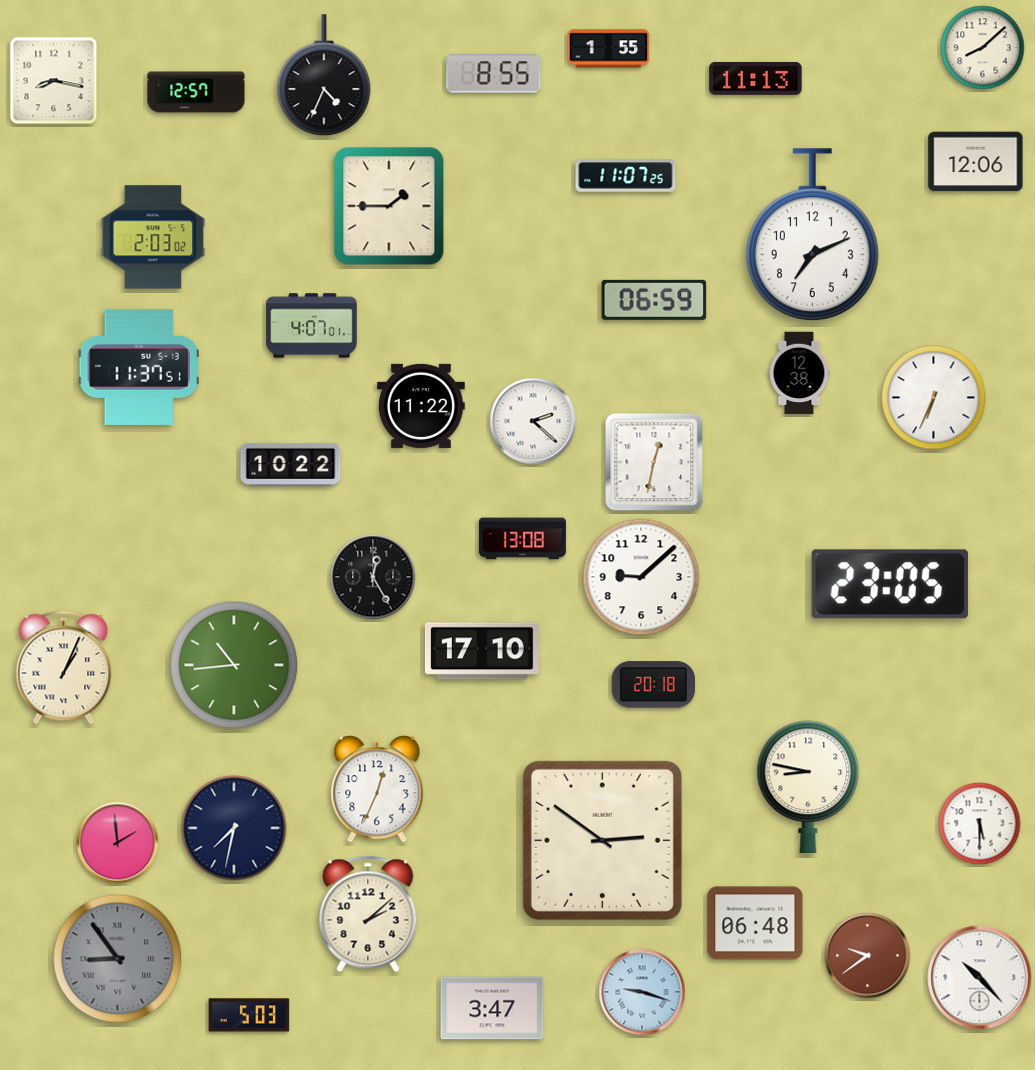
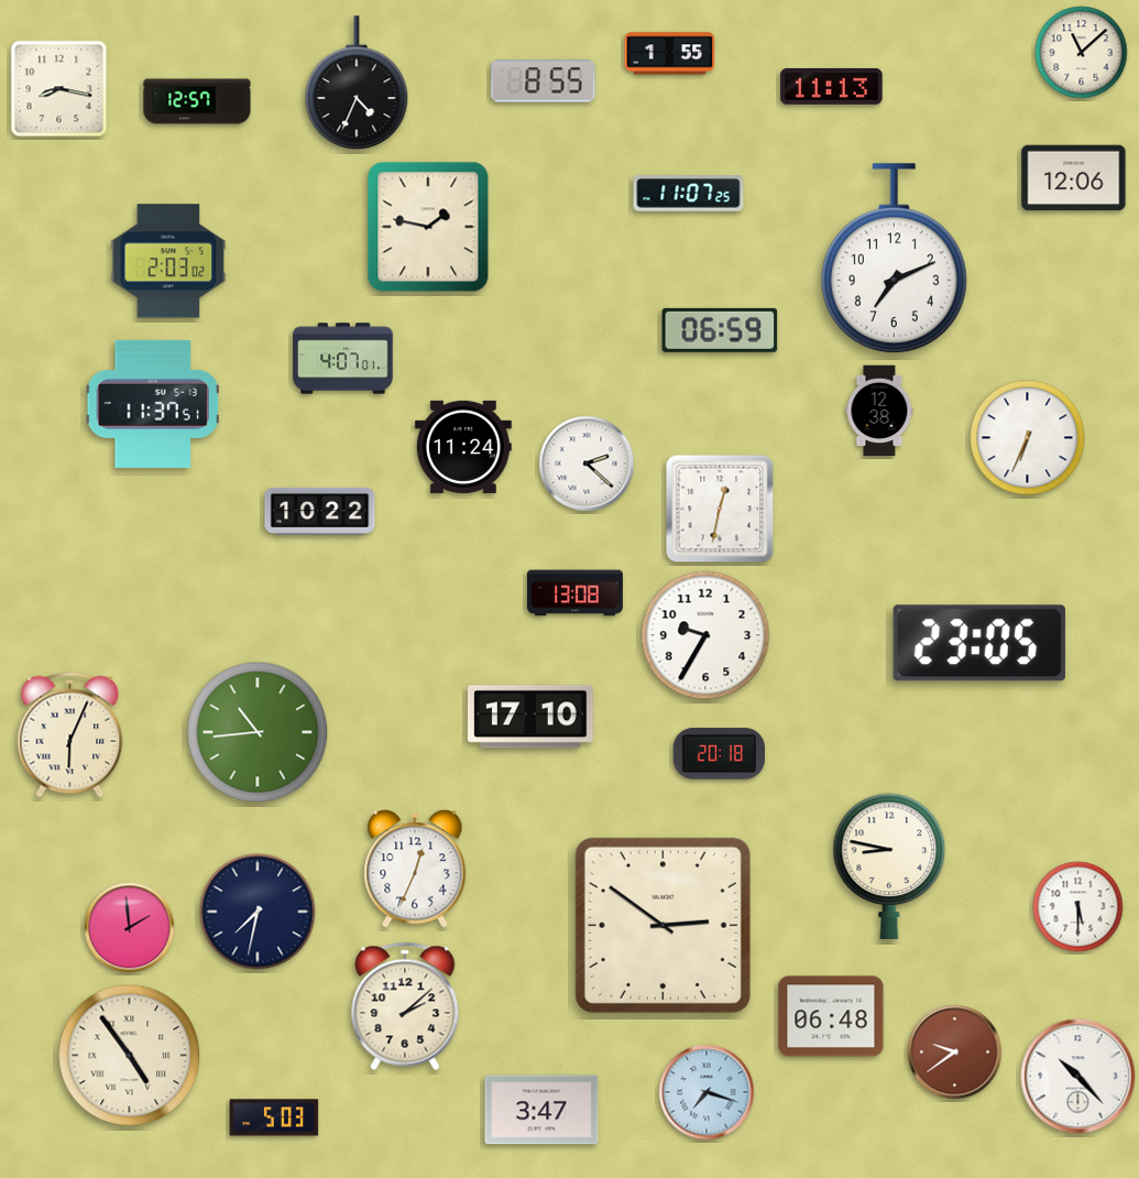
clock at (983, 48): 8:08 -> 11:08
clock at (196, 92) position: (196, 92) -> (197, 101)
clock at (389, 206): 1:45 -> 1:47
clock at (421, 406): 11:22 -> 11:24
clock at (373, 577): 12:25 -> none
clock at (641, 577): 9:08 -> 9:35
clock at (64, 668): 1:04 -> 6:04
clock at (118, 959): 8:54 -> 4:54
clock at (118, 959) dial: grey -> cream
clock at (642, 992): 9:18 -> 7:18
